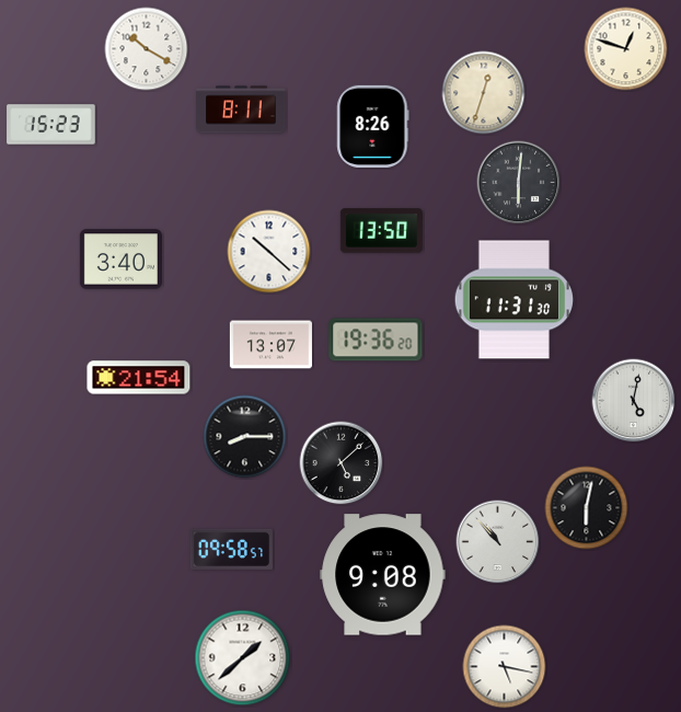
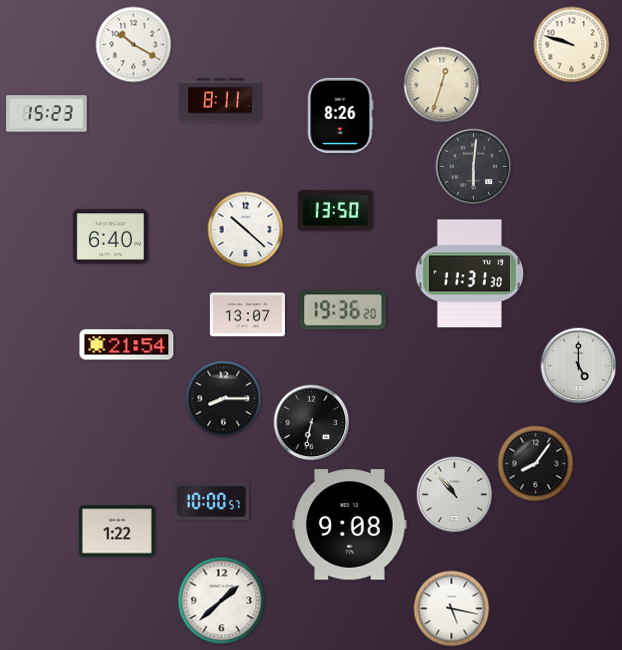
clock at (626, 49): 12:48 -> 9:48
clock at (381, 231) position: (381, 231) -> (335, 211)
clock at (120, 260): 3:40 -> 6:40
clock at (634, 401): 5:02 -> 5:00
clock at (342, 463): 5:08 -> 6:32
clock at (587, 508): 6:02 -> 8:06
clock at (231, 549): 09:58 -> 10:00
clock at (117, 531): none -> 1:22
clock at (505, 667) position: (505, 667) -> (452, 609)
